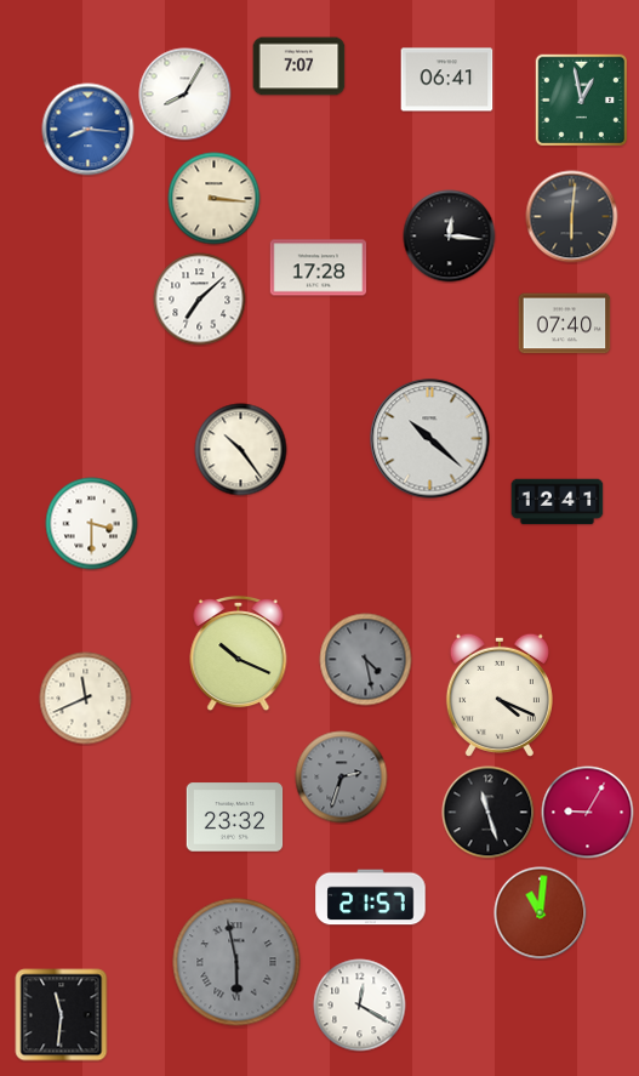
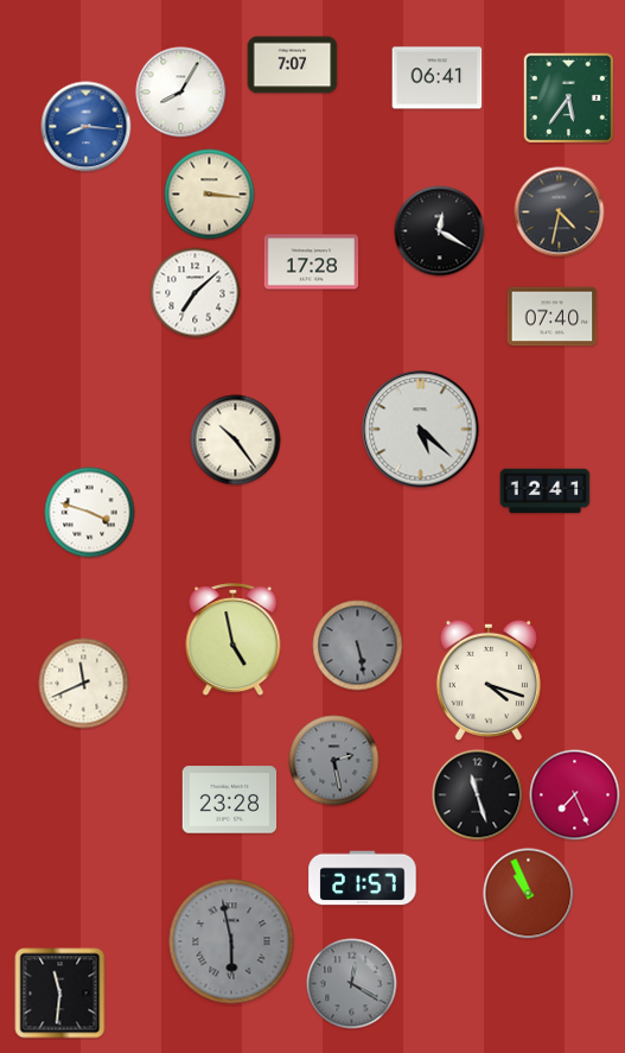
clock at (581, 99): 12:58 -> 5:36
clock at (572, 217): 6:01 -> 4:32
clock at (450, 237): 12:16 -> 12:20
clock at (430, 439): 10:22 -> 5:22
clock at (92, 524): 3:30 -> 3:48
clock at (239, 654): 10:19 -> 4:58
clock at (366, 660): 4:28 -> 5:28
clock at (500, 695): 4:19 -> 4:18
clock at (342, 778): 2:33 -> 2:28
clock at (588, 813): 9:05 -> 7:26
clock at (235, 818): 23:32 -> 23:28
clock at (541, 913): 11:01 -> 10:56
clock at (360, 1006) dial: white -> grey
